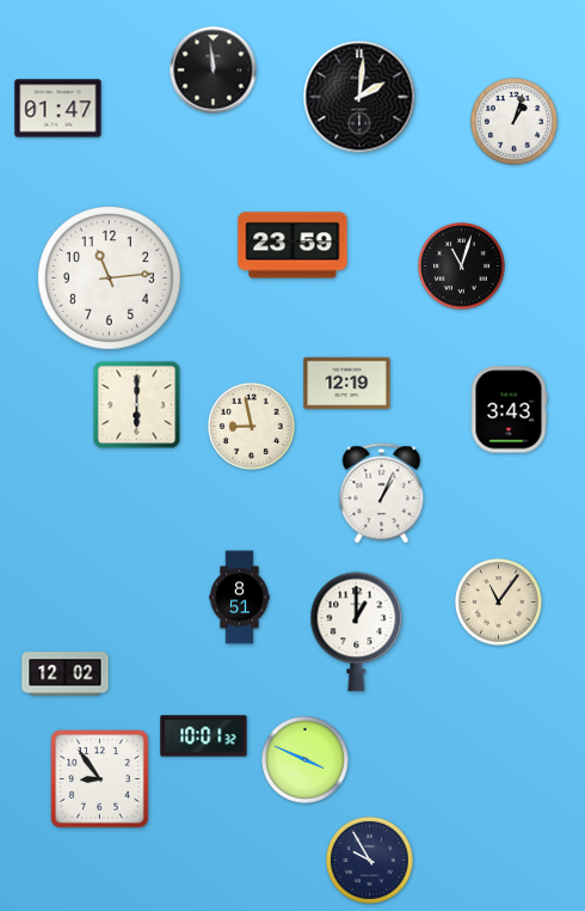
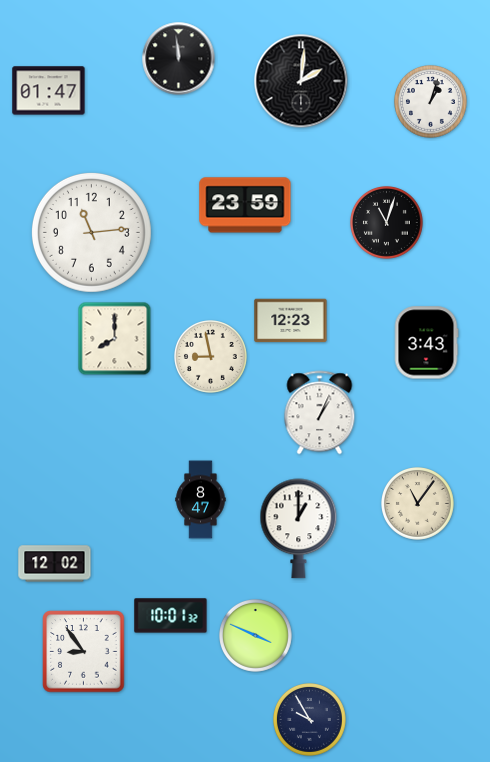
clock at (347, 384): 12:19 -> 12:23
clock at (137, 405): 6:00 -> 8:00
clock at (240, 598): 8:51 -> 8:47
